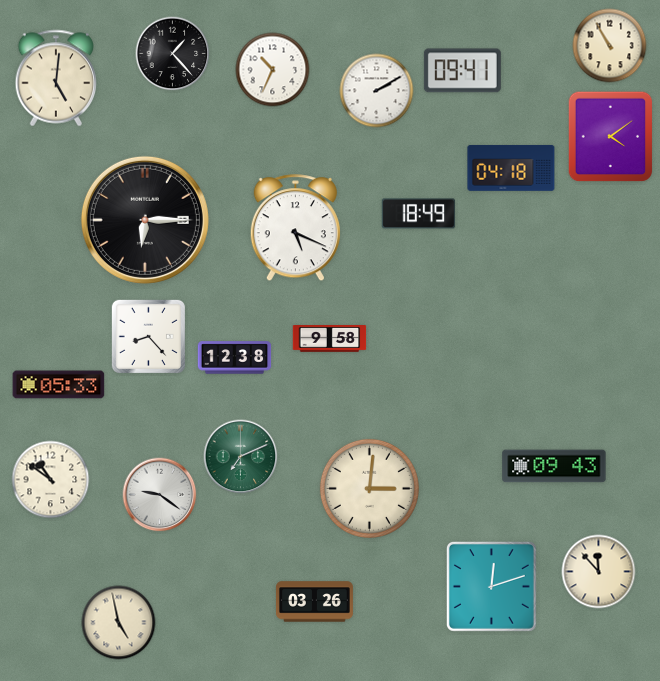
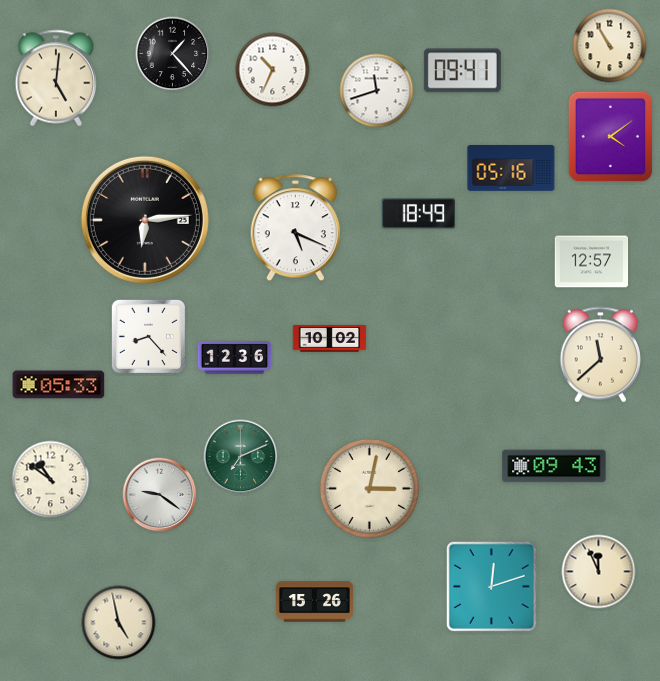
clock at (377, 91): 2:10 -> 11:42
clock at (511, 168): 04:18 -> 05:16
clock at (145, 220): 6:15 -> 6:14
clock at (592, 262): none -> 12:57
clock at (330, 339): 9:58 -> 10:02
clock at (600, 355): none -> 11:38
clock at (235, 358): 12:38 -> 12:36
clock at (369, 488): 3:01 -> 3:02
clock at (599, 572): 11:53 -> 11:56
clock at (314, 602): 03:26 -> 15:26
